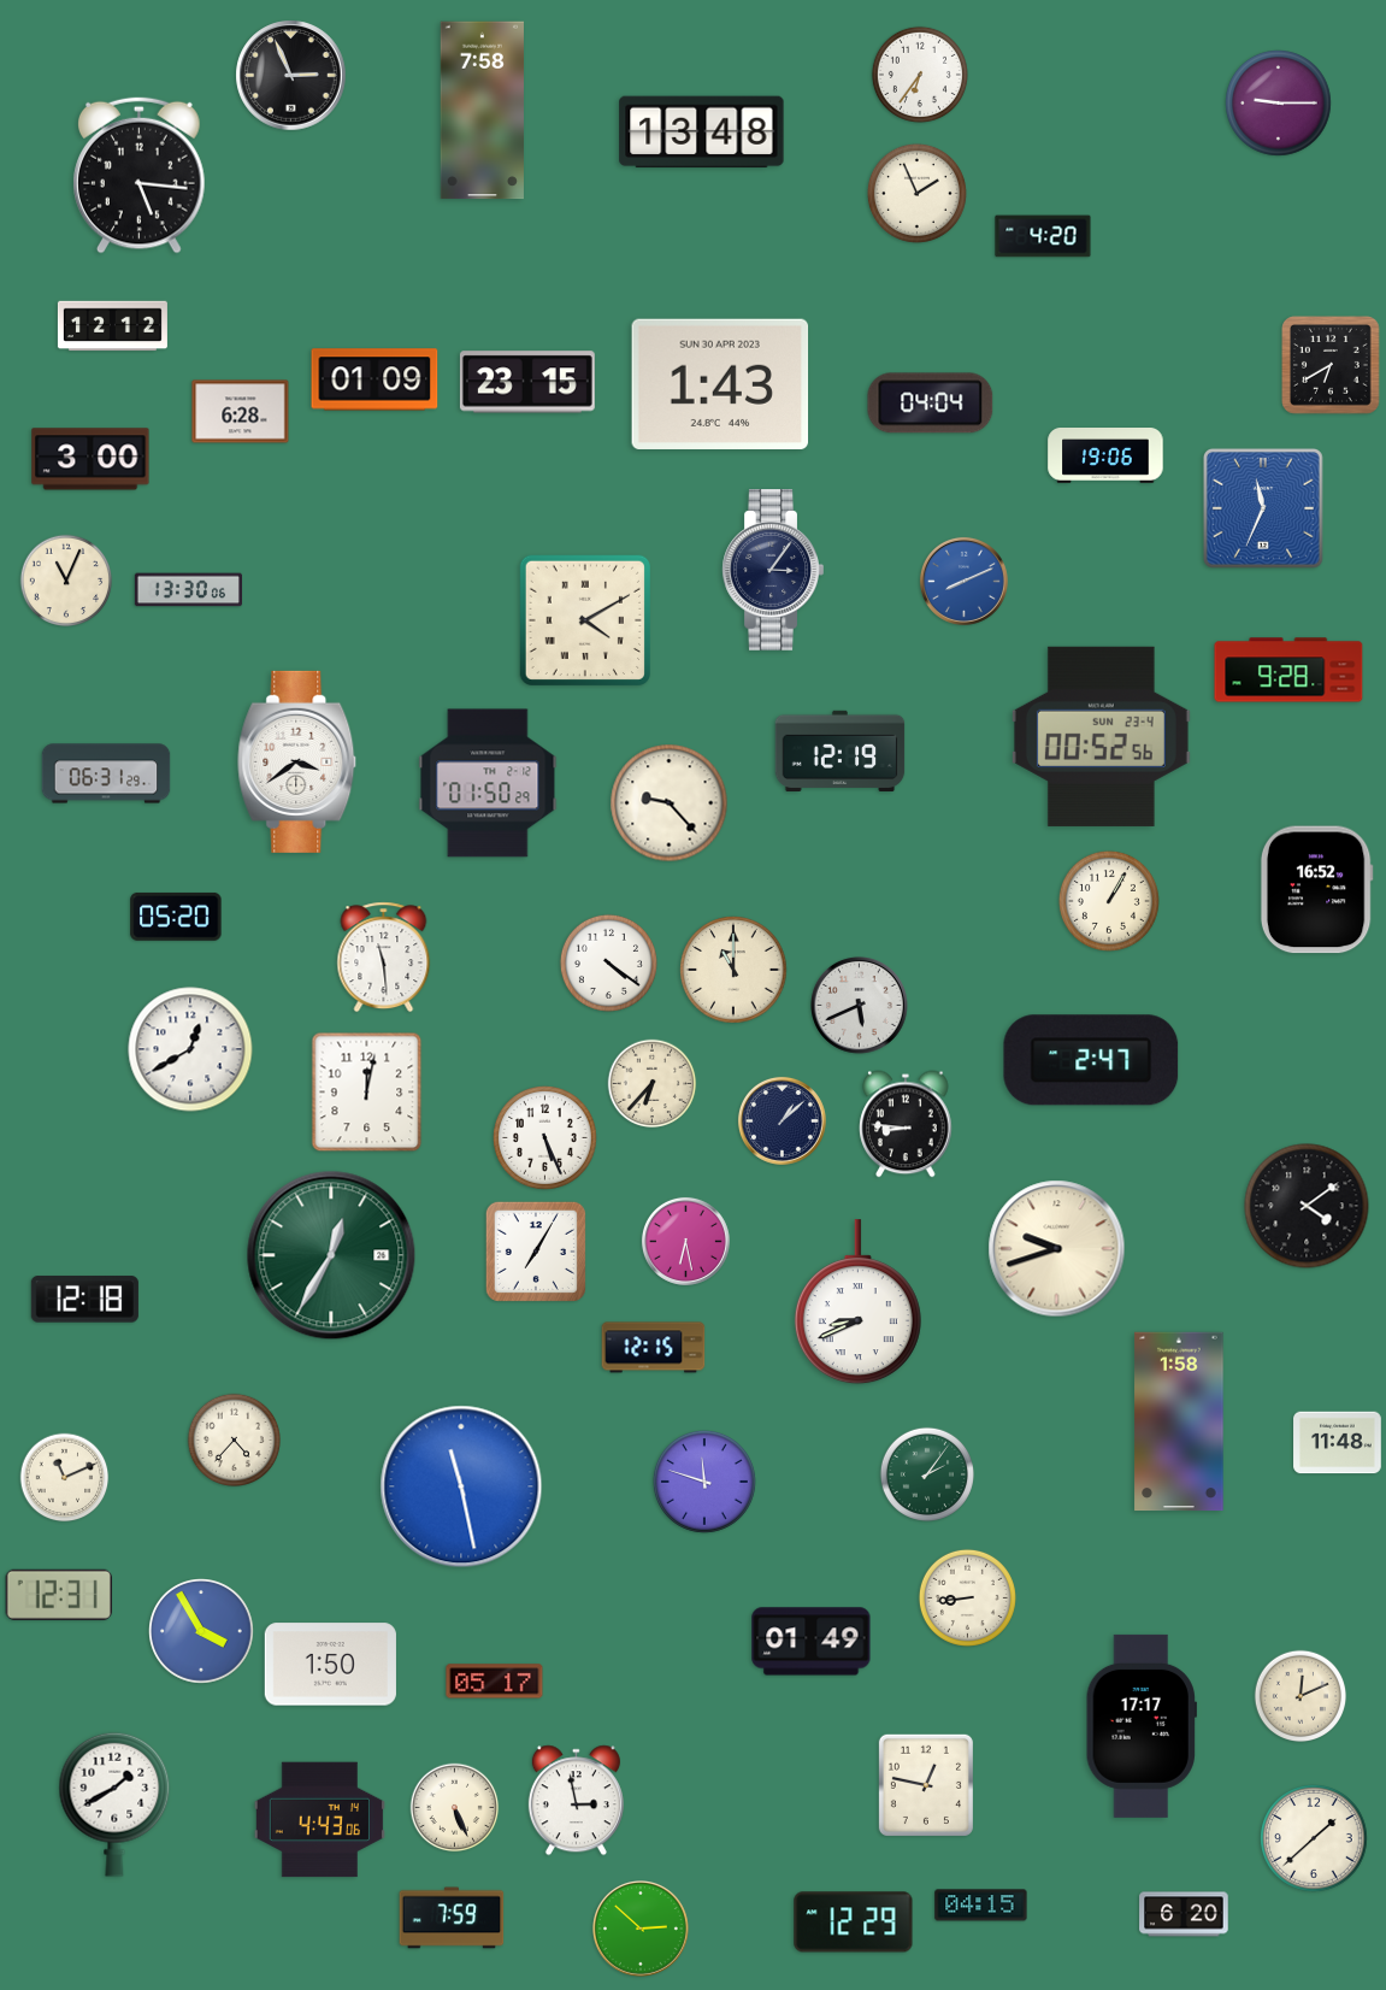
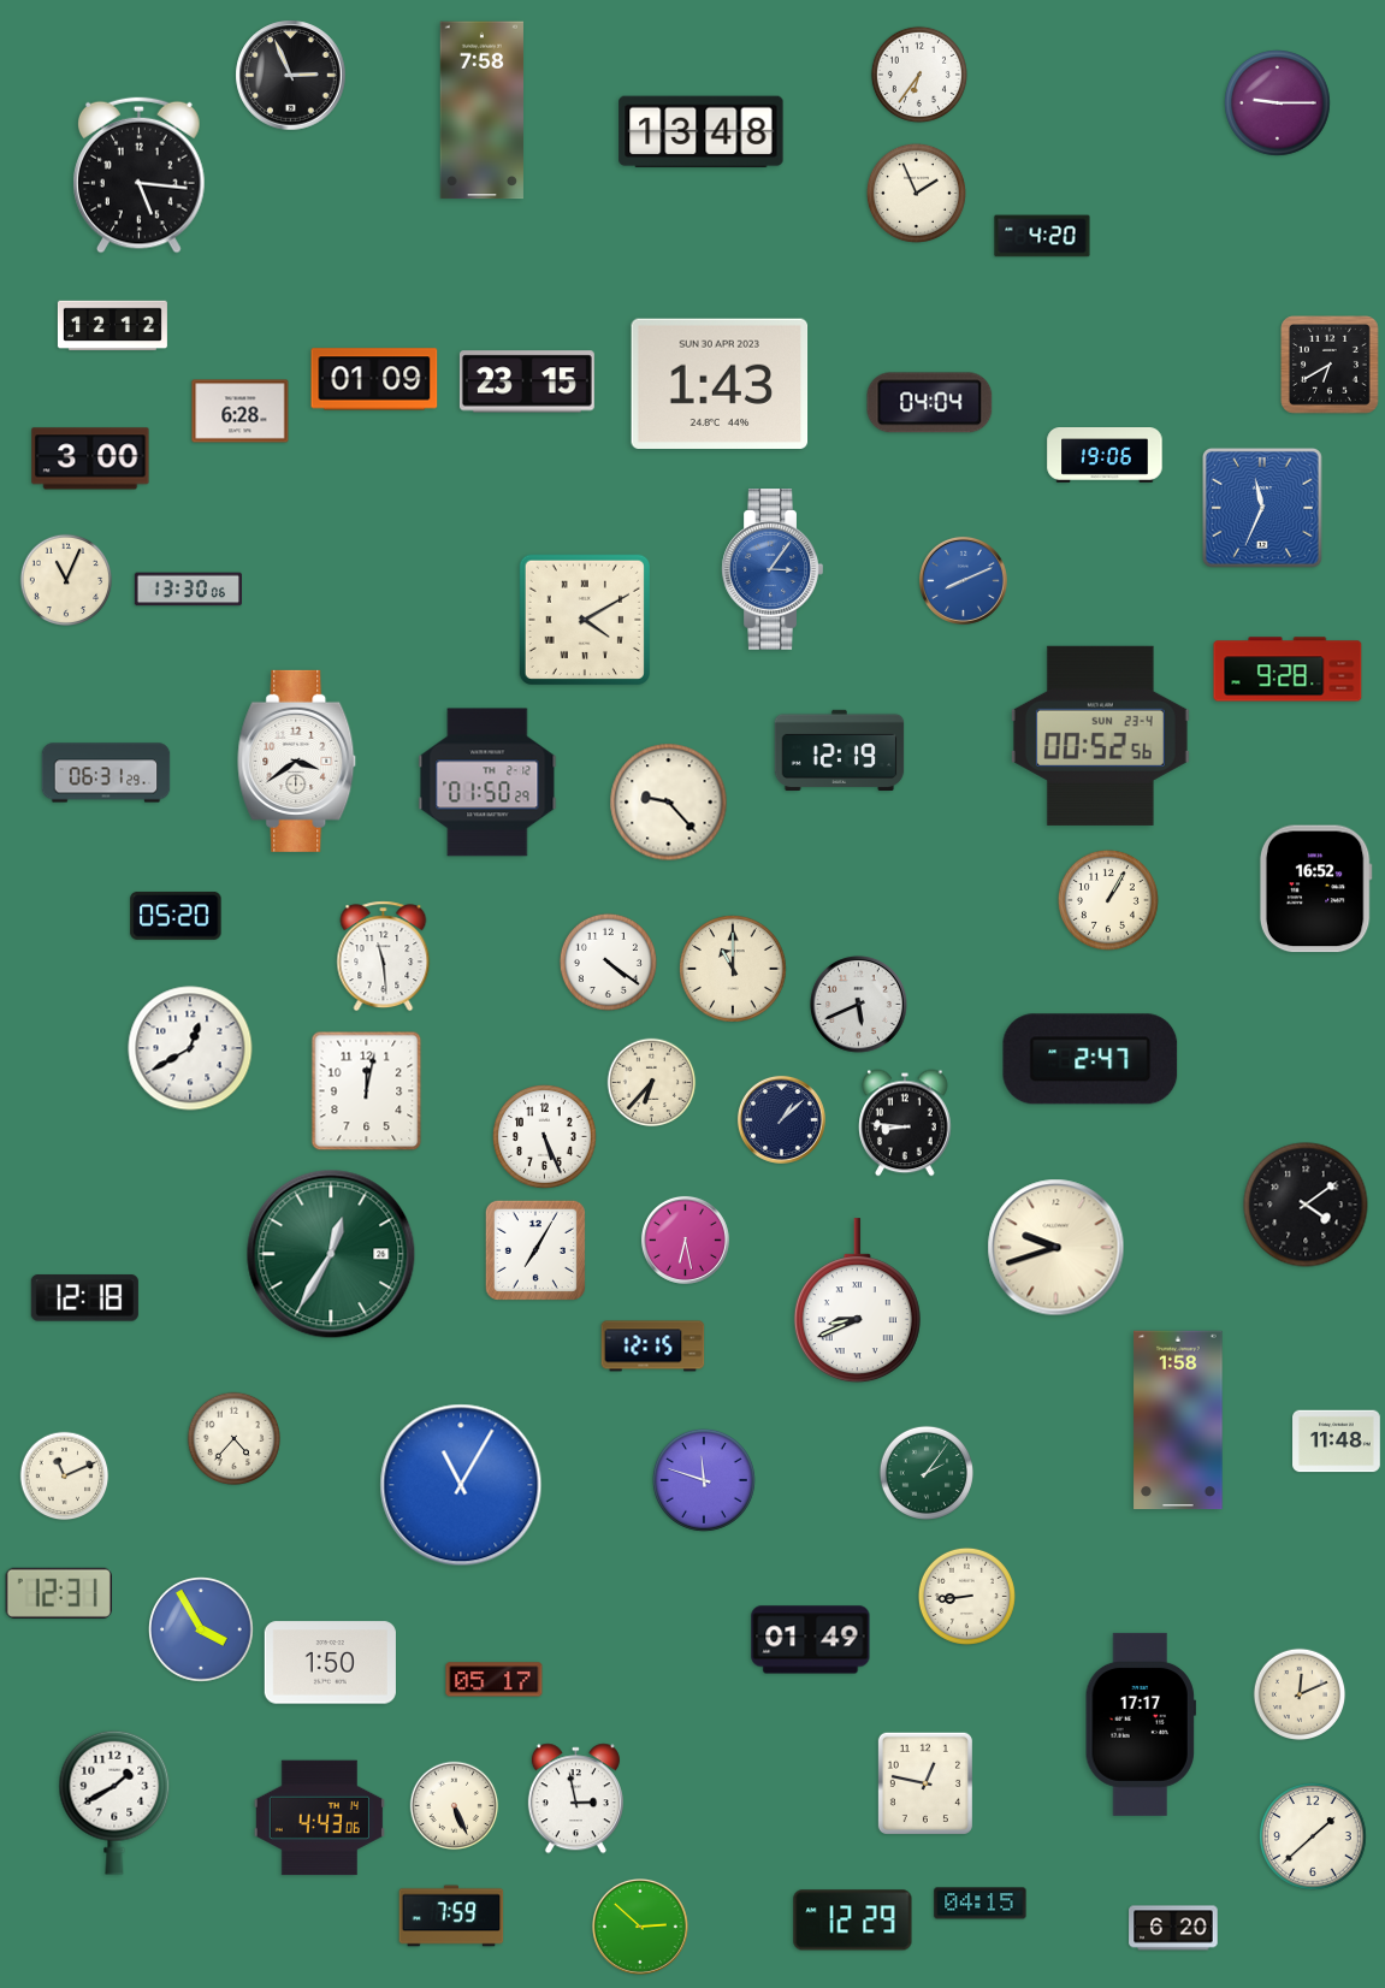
clock at (773, 571) dial: navy -> blue
clock at (461, 1486): 11:28 -> 11:05
clock at (1184, 1914) position: (1184, 1914) -> (1173, 1928)
